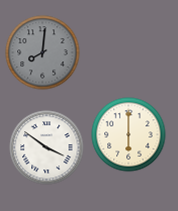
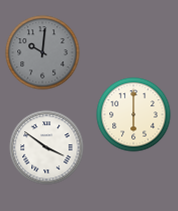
clock at (43, 53): 8:01 -> 10:01
clock at (129, 135) position: (129, 135) -> (134, 115)
